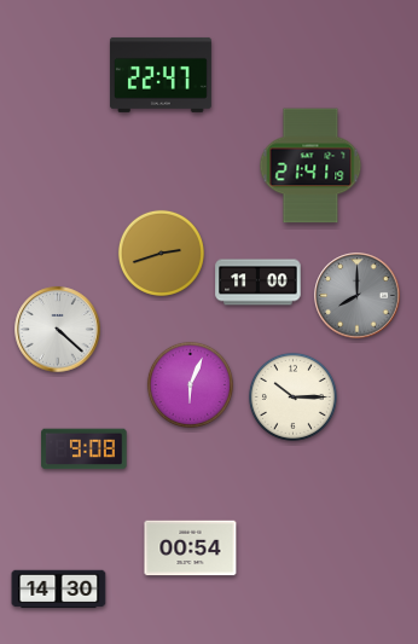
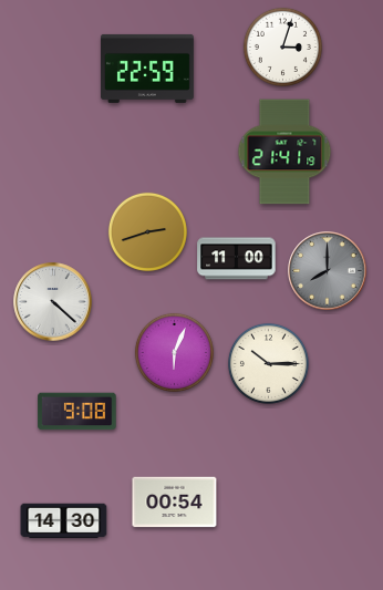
clock at (282, 46): none -> 3:03
clock at (161, 75): 22:47 -> 22:59
clock at (59, 590) position: (59, 590) -> (64, 521)
